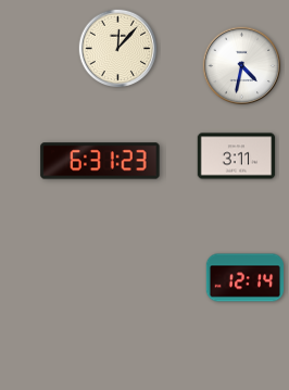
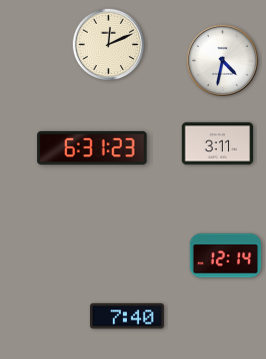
clock at (118, 49): 12:07 -> 12:11
clock at (127, 316): none -> 7:40
